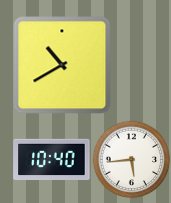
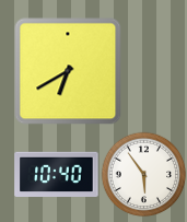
clock at (62, 65): 10:40 -> 6:40
clock at (131, 159): 5:44 -> 5:54
